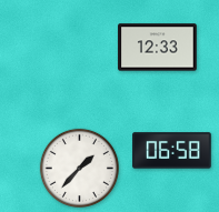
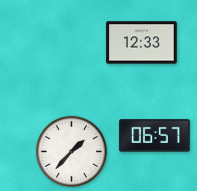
clock at (172, 151): 06:58 -> 06:57
